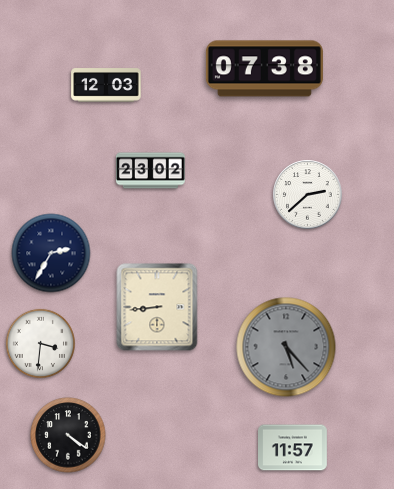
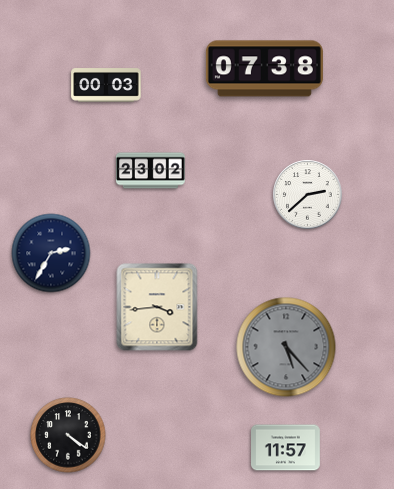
clock at (106, 85): 12:03 -> 00:03
clock at (157, 307): 8:44 -> 3:44
clock at (40, 343): 3:31 -> none
clock at (293, 448) position: (293, 448) -> (286, 448)
